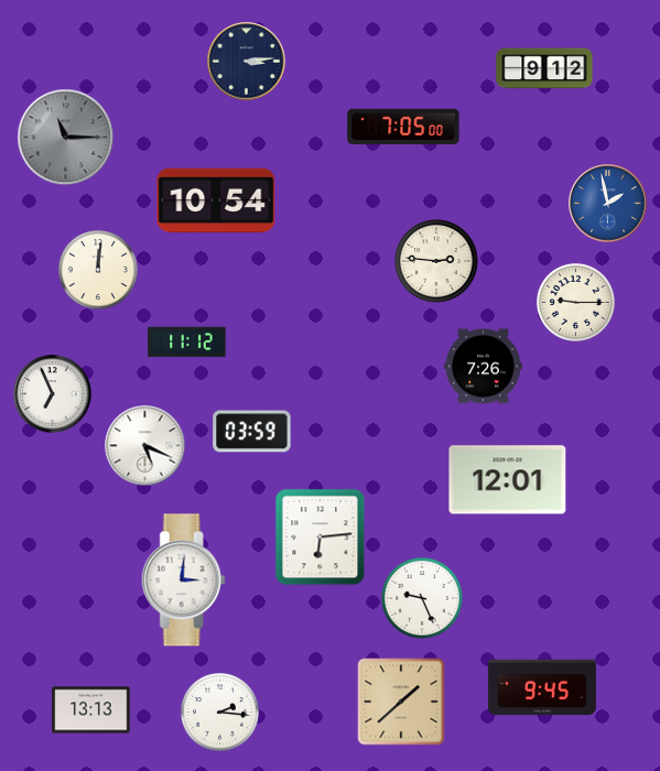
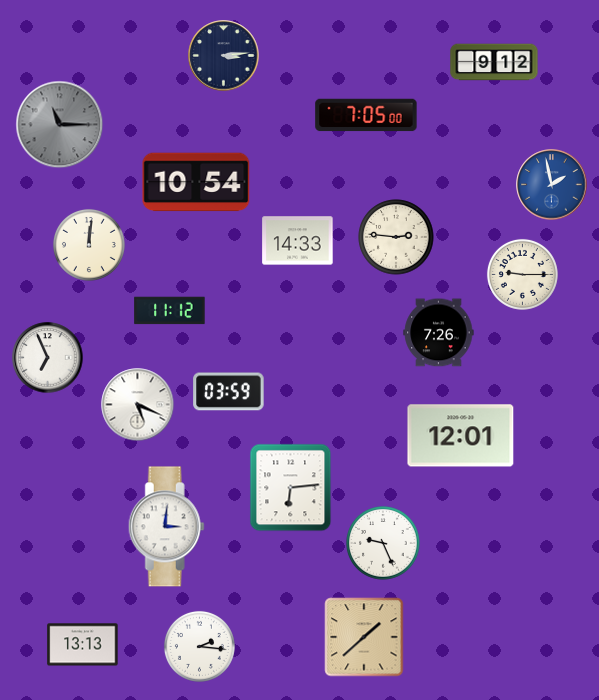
clock at (298, 241): none -> 14:33
clock at (145, 446) position: (145, 446) -> (138, 405)
clock at (542, 687): 9:45 -> none
